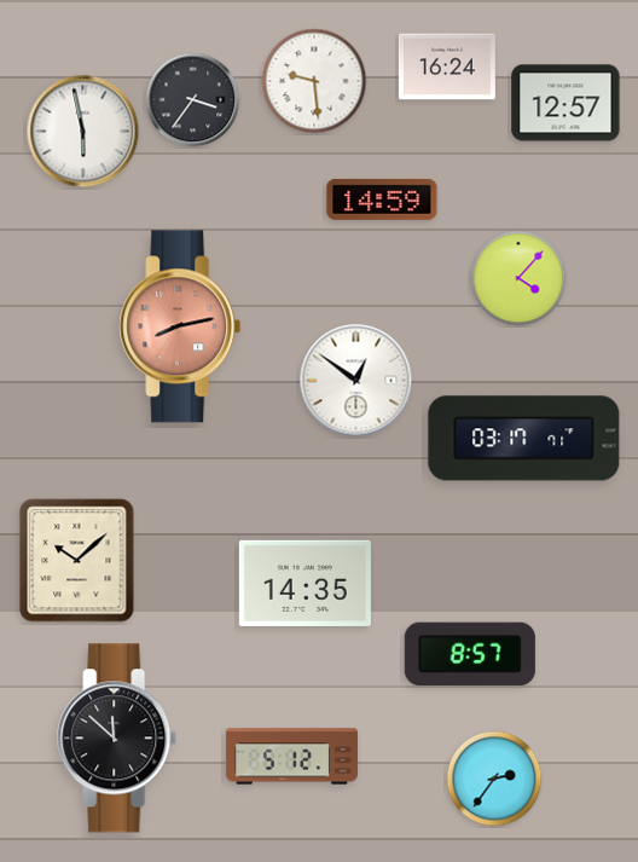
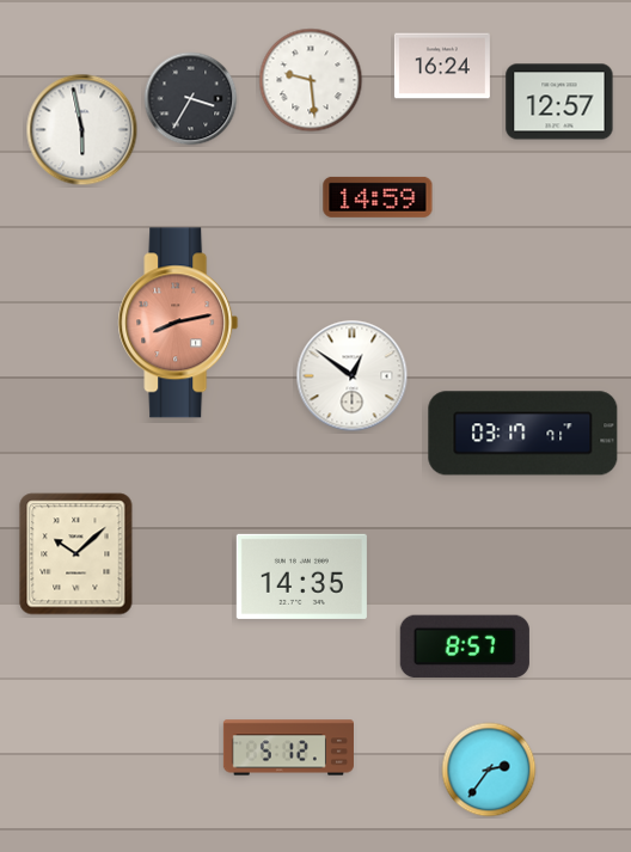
clock at (193, 100): 3:36 -> 3:35
clock at (518, 278): 4:07 -> none
clock at (524, 439) position: (524, 439) -> (523, 434)
clock at (117, 739): 11:52 -> none
